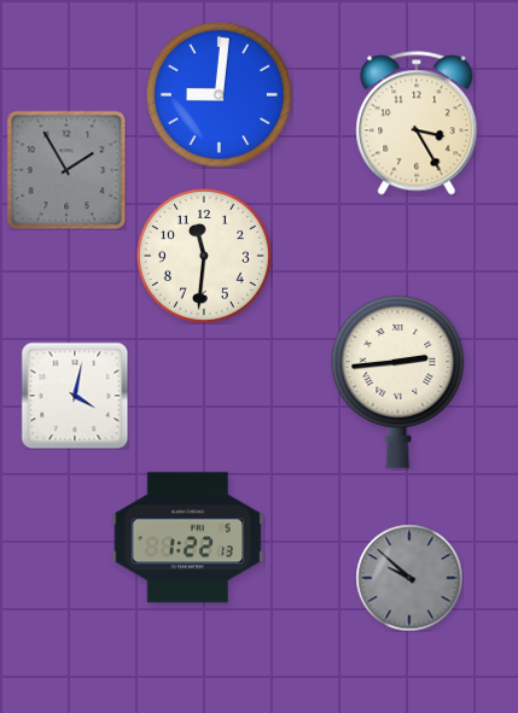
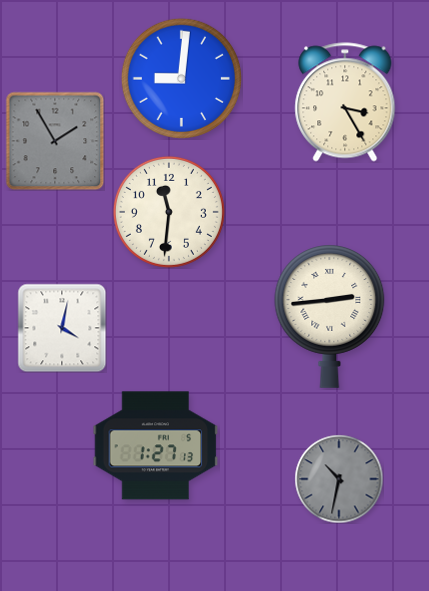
clock at (188, 538): 1:22 -> 1:27
clock at (409, 578): 9:52 -> 10:32
